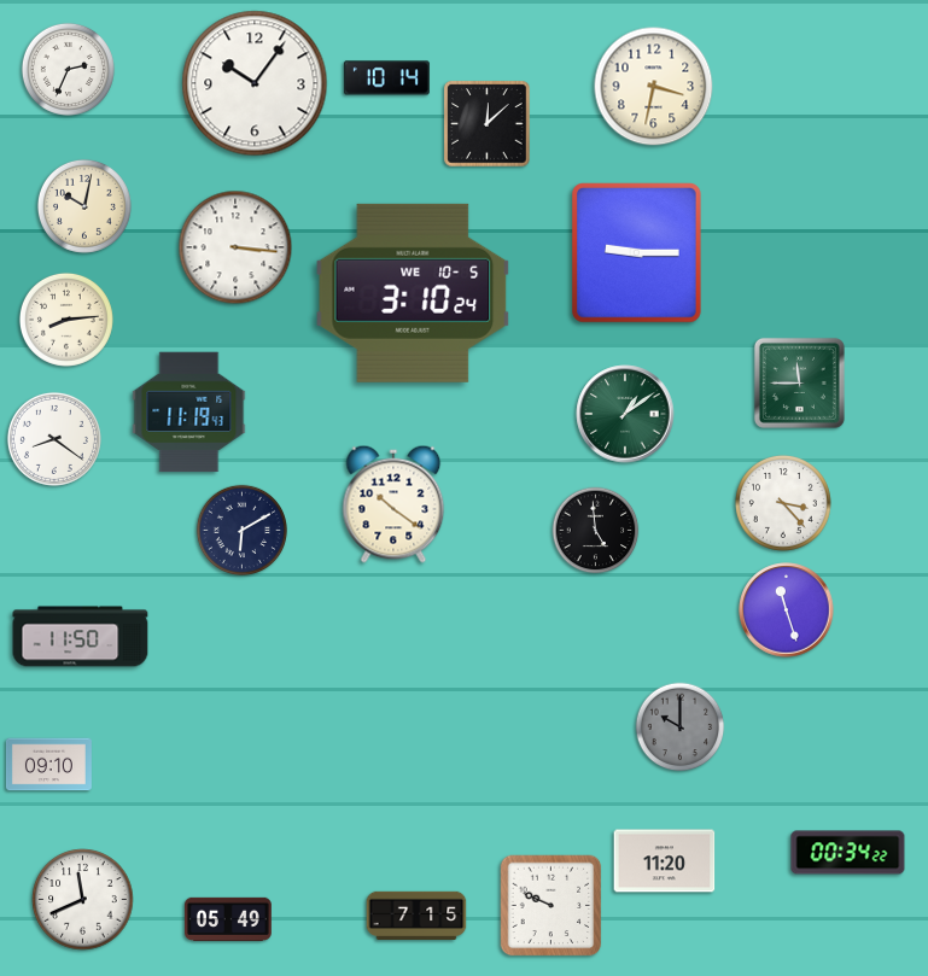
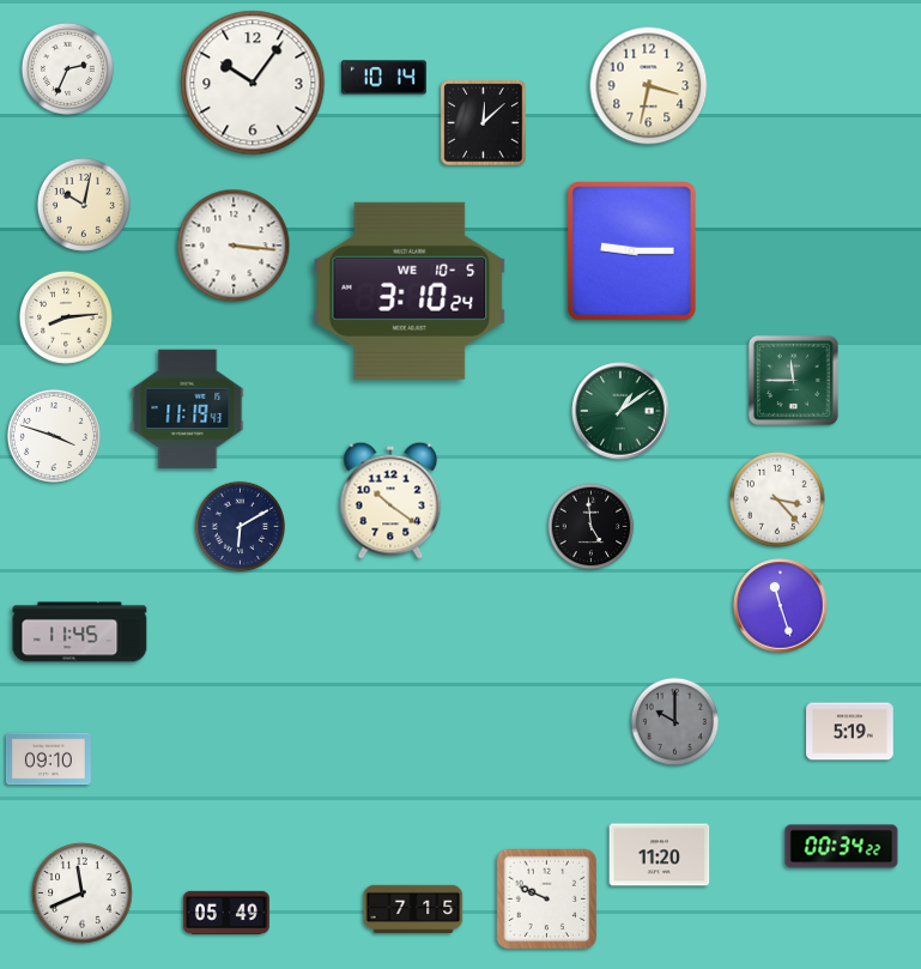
clock at (54, 439): 8:21 -> 3:48
clock at (81, 637): 11:50 -> 11:45
clock at (850, 732): none -> 5:19
